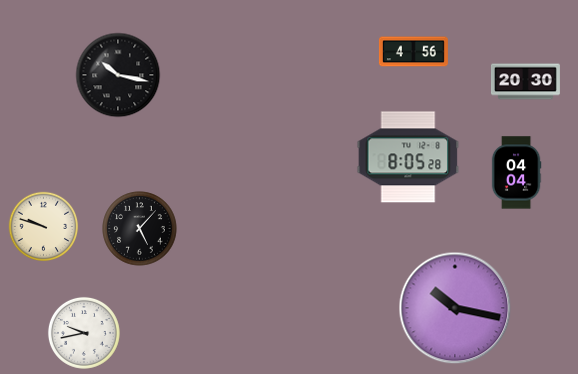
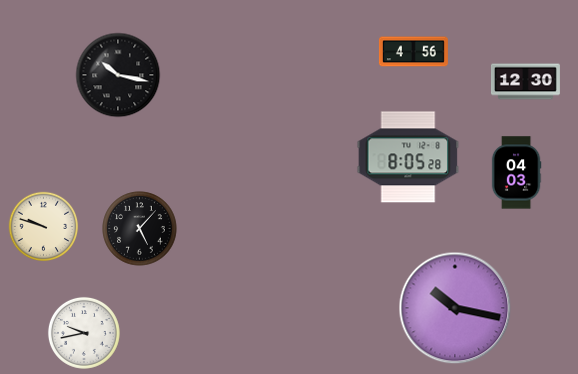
clock at (525, 82): 20:30 -> 12:30
clock at (516, 173): 04:04 -> 04:03
